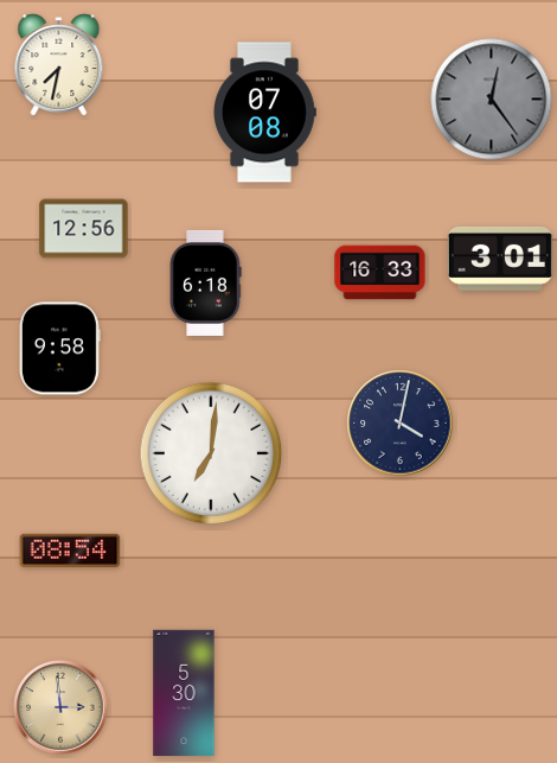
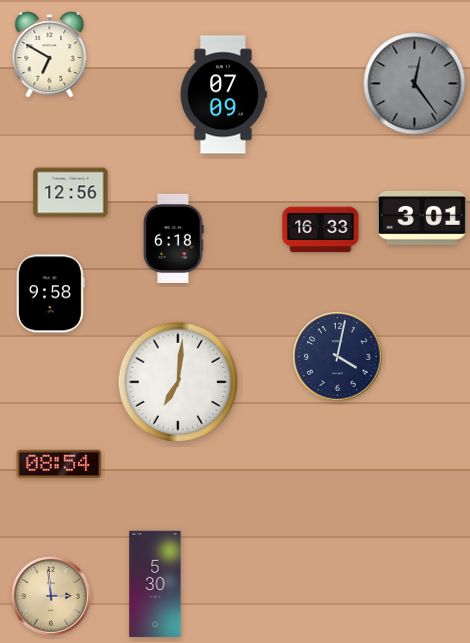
clock at (59, 65): 7:32 -> 6:50
clock at (264, 113): 07:08 -> 07:09
